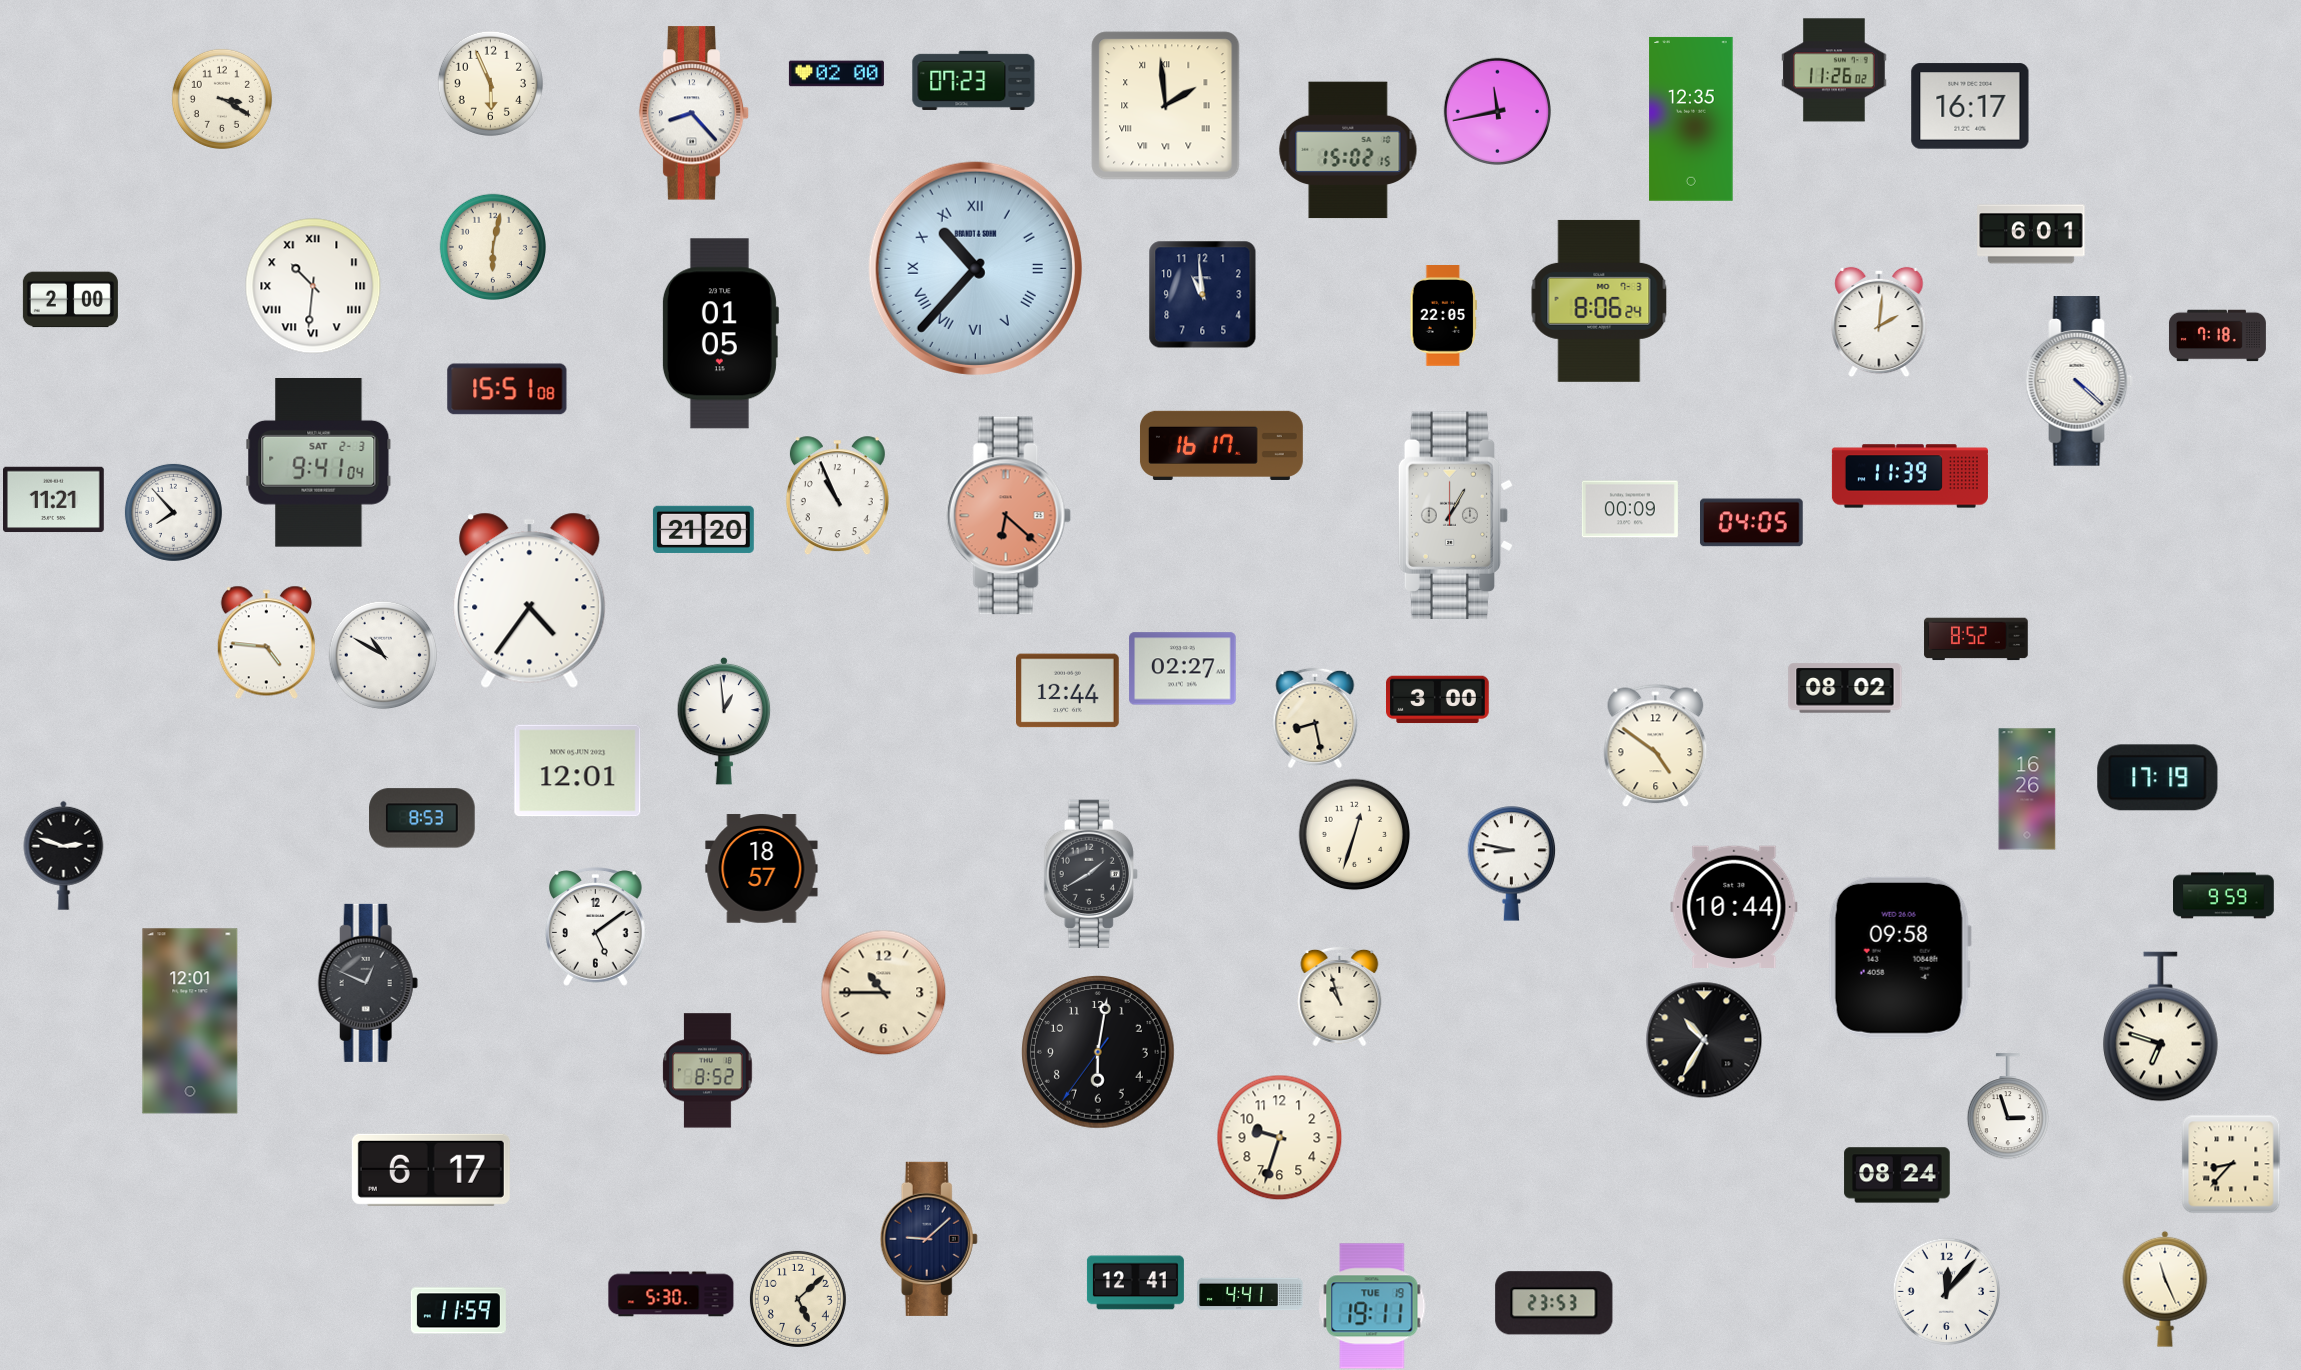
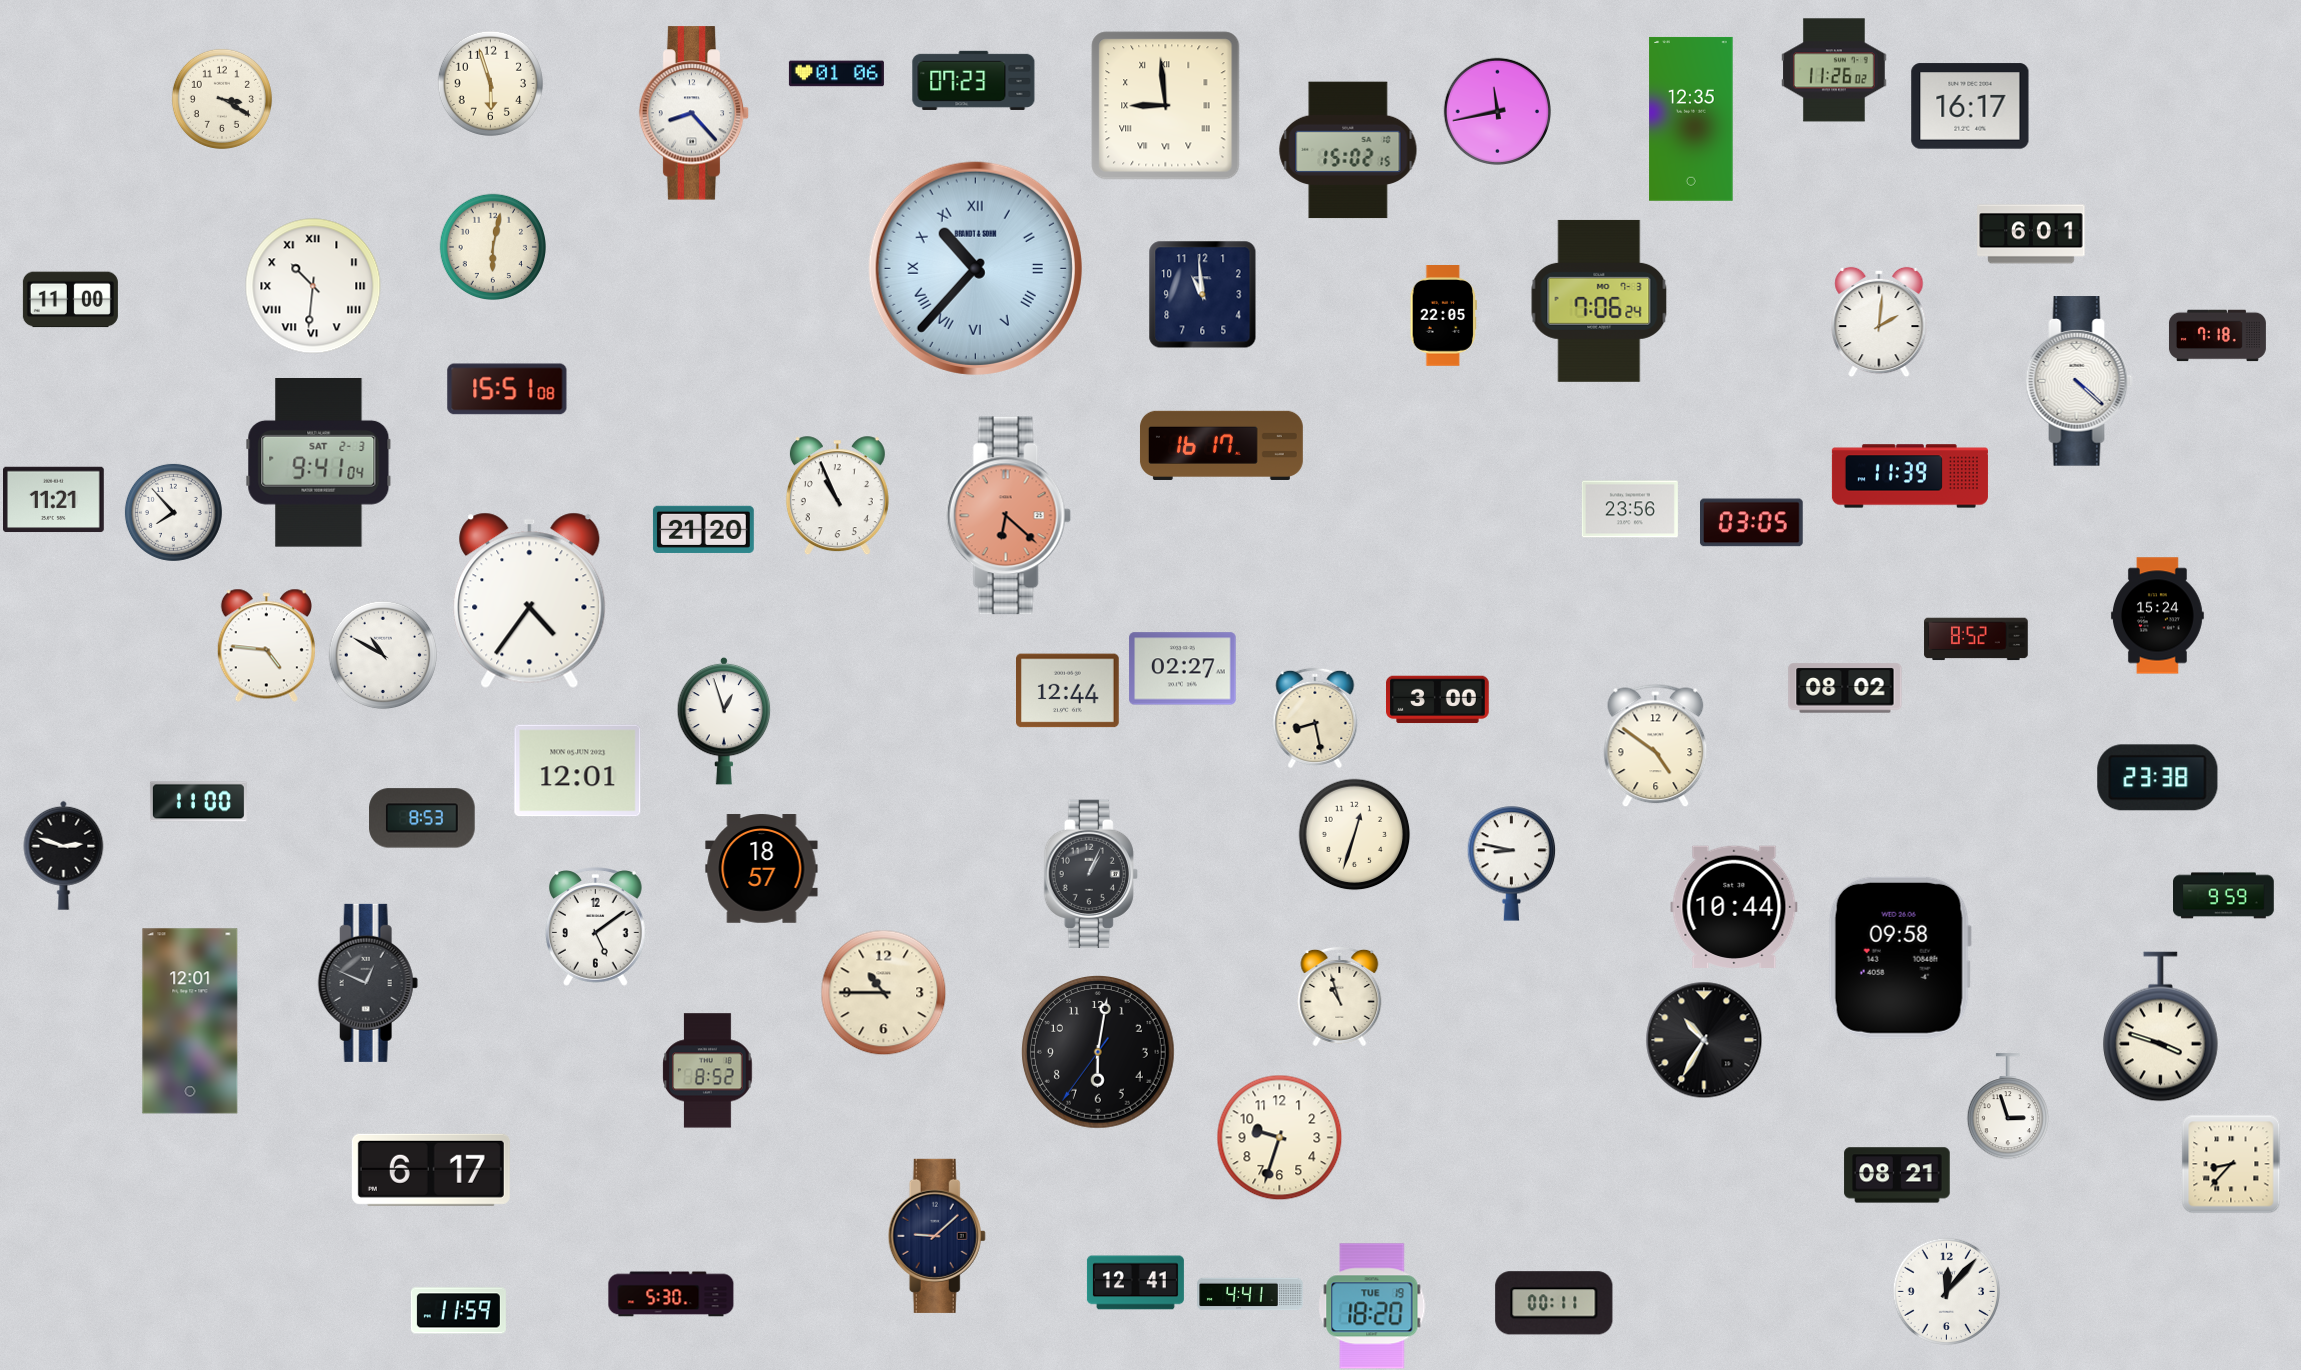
clock at (836, 74): 02:00 -> 01:06
clock at (490, 83): 5:56 -> 5:57
clock at (1166, 106): 1:59 -> 8:59
clock at (70, 300): 2:00 -> 11:00
clock at (1599, 301): 8:06 -> 7:06
clock at (720, 334): 01:05 -> none
clock at (1630, 509): 00:09 -> 23:56
clock at (1456, 515): 1:05 -> none
clock at (1752, 523): 04:05 -> 03:05
clock at (2157, 616): none -> 15:24
clock at (266, 642) position: (266, 642) -> (266, 645)
clock at (724, 721): 12:59 -> 12:57
clock at (2158, 778): 17:19 -> 23:38
clock at (2027, 789): 16:26 -> none
clock at (198, 802): none -> 11:00
clock at (1091, 873): 1:40 -> 1:04
clock at (2161, 1027): 6:48 -> 3:48
clock at (1897, 1175): 08:24 -> 08:21
clock at (929, 1239) position: (929, 1239) -> (937, 1236)
clock at (2165, 1289): 11:26 -> none
clock at (798, 1299): 5:08 -> none
clock at (1554, 1303): 23:53 -> 00:11
clock at (1372, 1306): 19:11 -> 18:20
